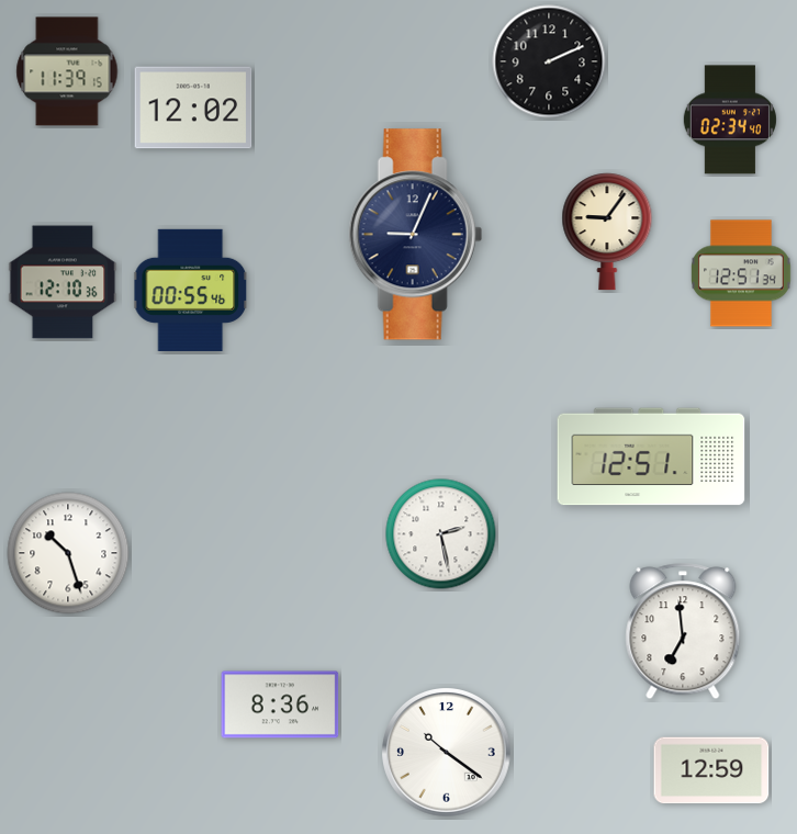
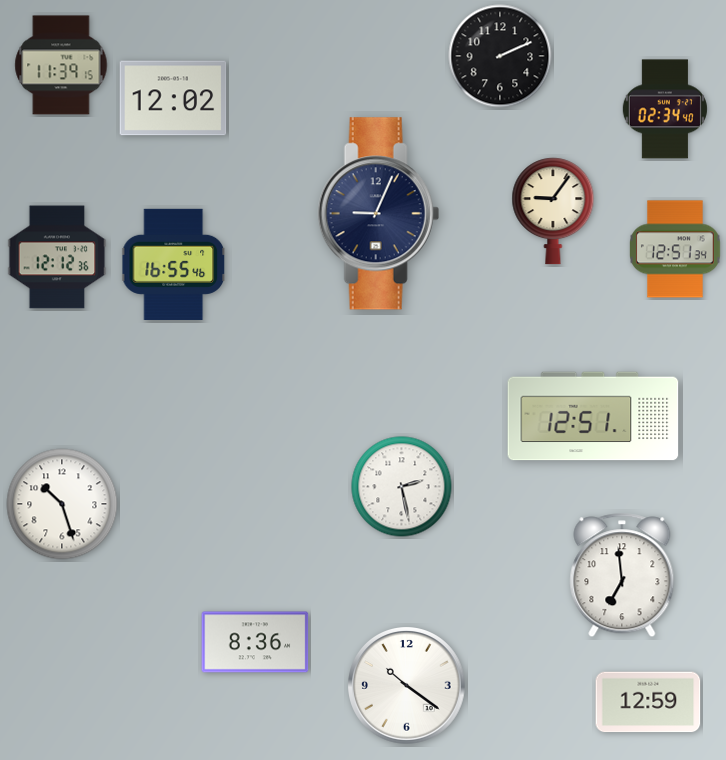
clock at (193, 108) position: (193, 108) -> (173, 98)
clock at (63, 282): 12:10 -> 12:12
clock at (191, 290): 00:55 -> 16:55
